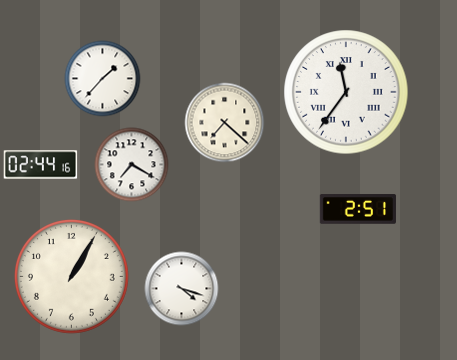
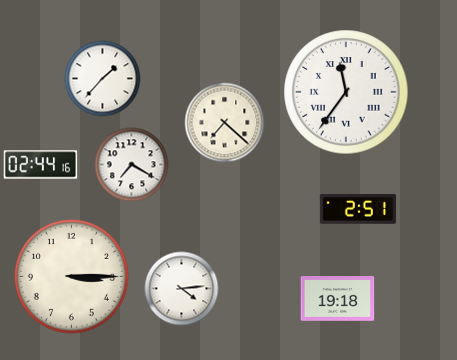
clock at (71, 276): 1:05 -> 3:15
clock at (182, 289): 4:18 -> 4:14
clock at (338, 299): none -> 19:18
